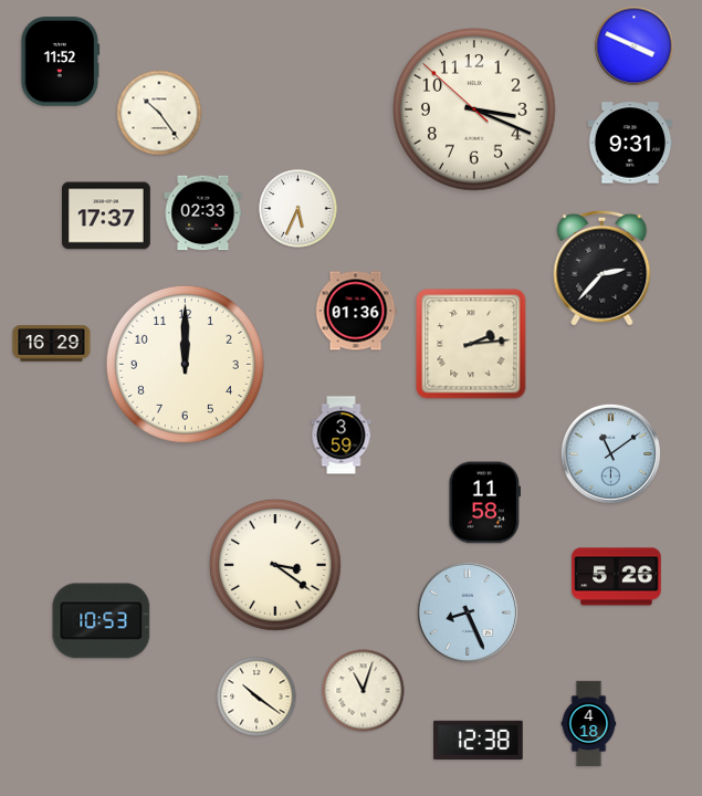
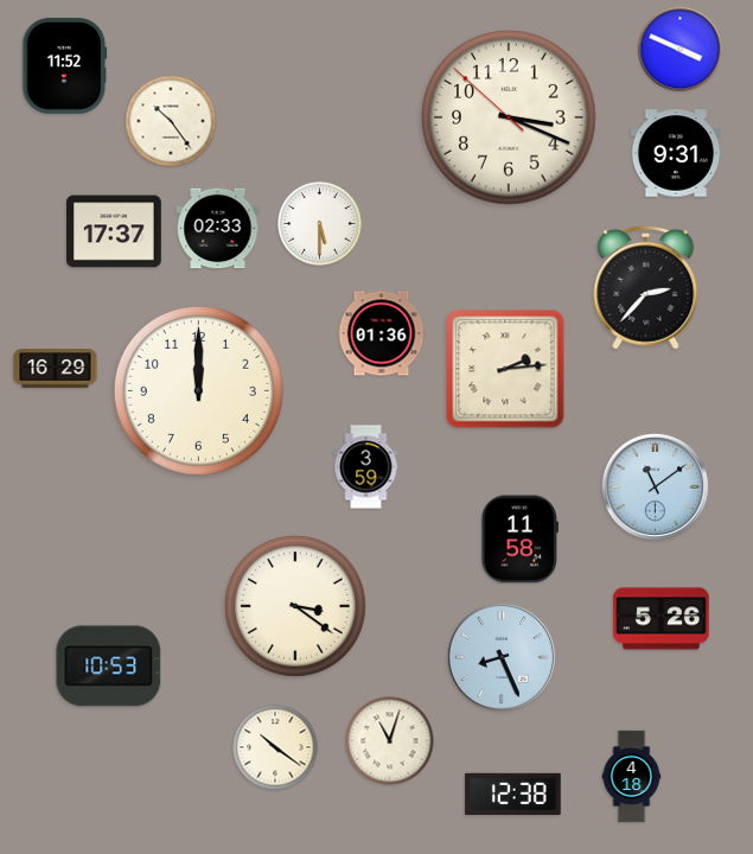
clock at (298, 209): 5:34 -> 5:30
